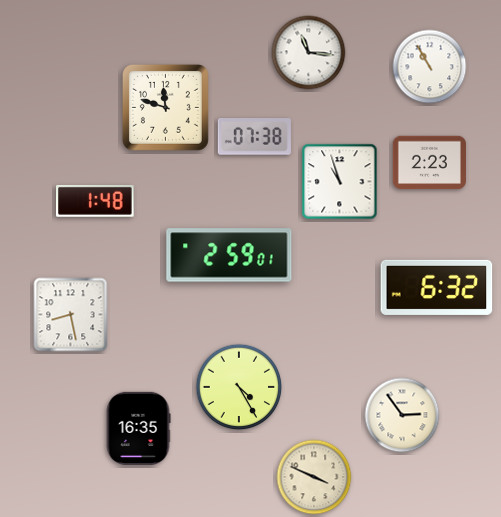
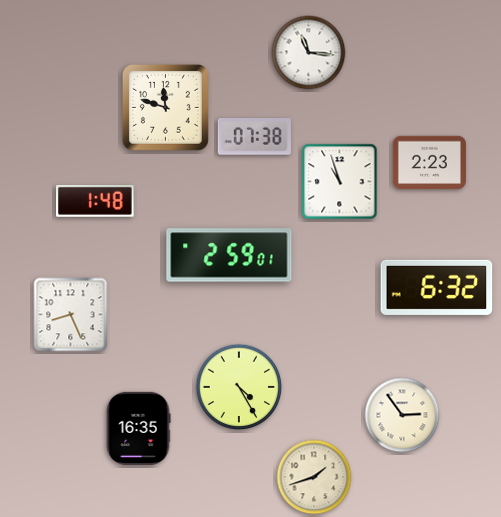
clock at (430, 67): 10:55 -> none
clock at (71, 315): 8:28 -> 8:26
clock at (314, 477): 3:49 -> 1:42
